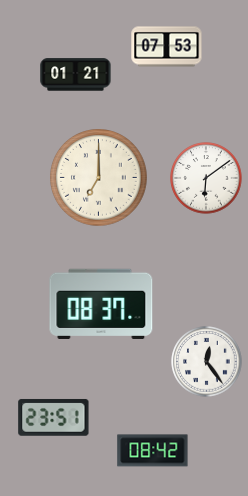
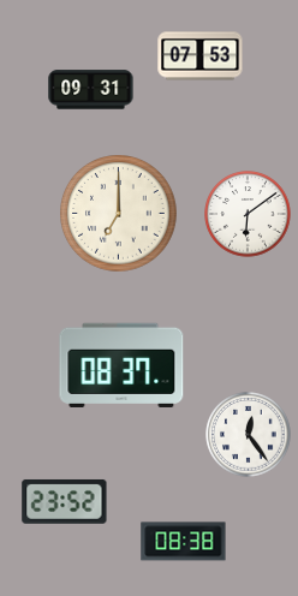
clock at (76, 75): 01:21 -> 09:31
clock at (54, 417): 23:51 -> 23:52
clock at (153, 451): 08:42 -> 08:38
